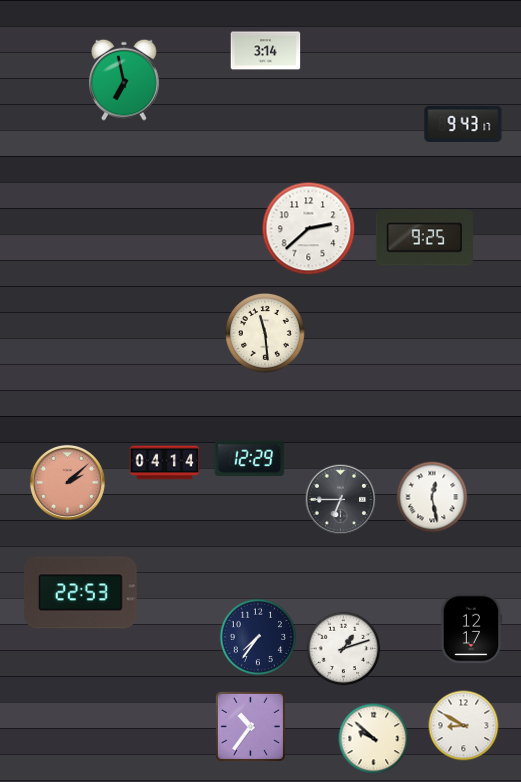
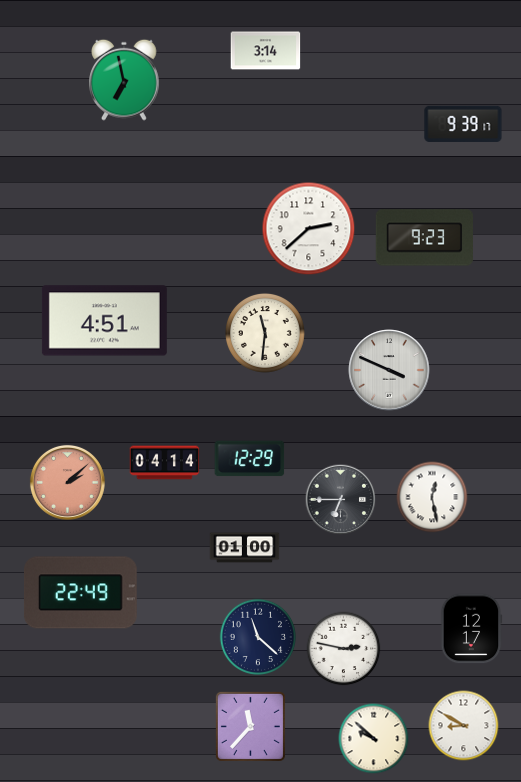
clock at (463, 124): 9:43 -> 9:39
clock at (424, 238): 9:25 -> 9:23
clock at (104, 321): none -> 4:51
clock at (265, 333): 11:29 -> 11:31
clock at (389, 370): none -> 3:49
clock at (245, 548): none -> 01:00
clock at (80, 593): 22:53 -> 22:49
clock at (257, 636): 7:36 -> 11:22
clock at (344, 649): 1:12 -> 2:47
clock at (250, 726): 10:36 -> 11:37
